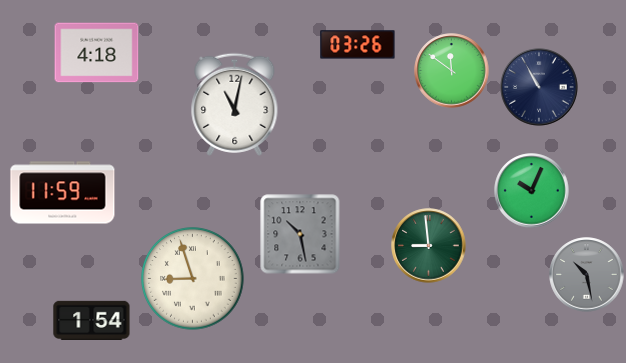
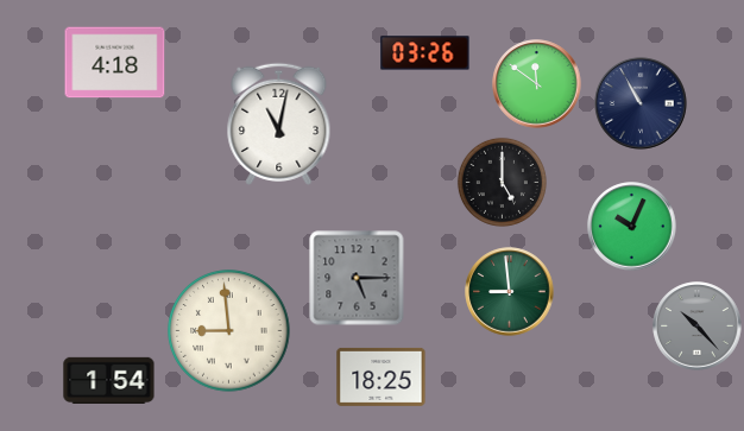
clock at (502, 182): none -> 5:00
clock at (63, 193): 11:59 -> none
clock at (300, 234): 10:28 -> 5:15
clock at (587, 275): 10:28 -> 10:23
clock at (193, 279): 8:57 -> 8:59
clock at (382, 376): none -> 18:25
